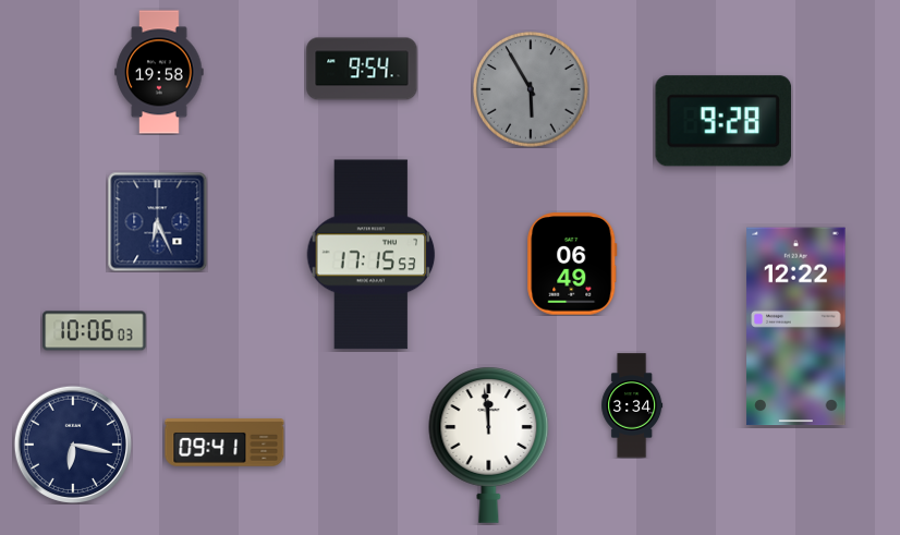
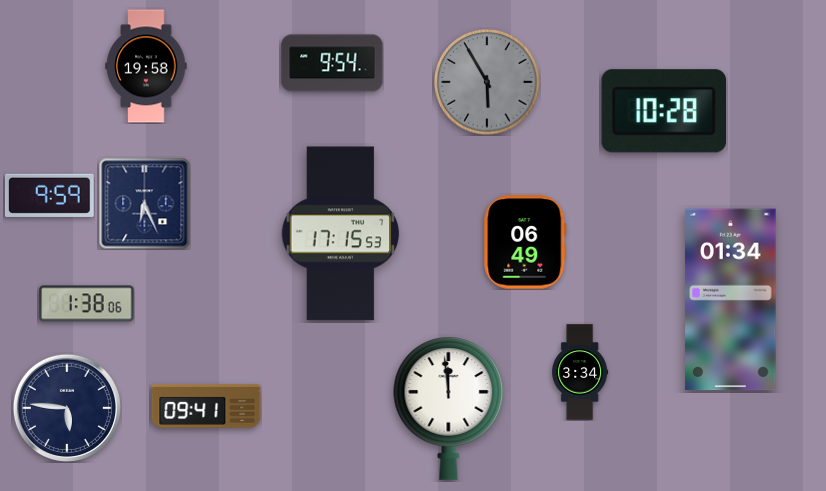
clock at (723, 121): 9:28 -> 10:28
clock at (49, 195): none -> 9:59
clock at (796, 327): 12:22 -> 01:34
clock at (95, 331): 10:06 -> 1:38
clock at (73, 445): 6:17 -> 5:46
